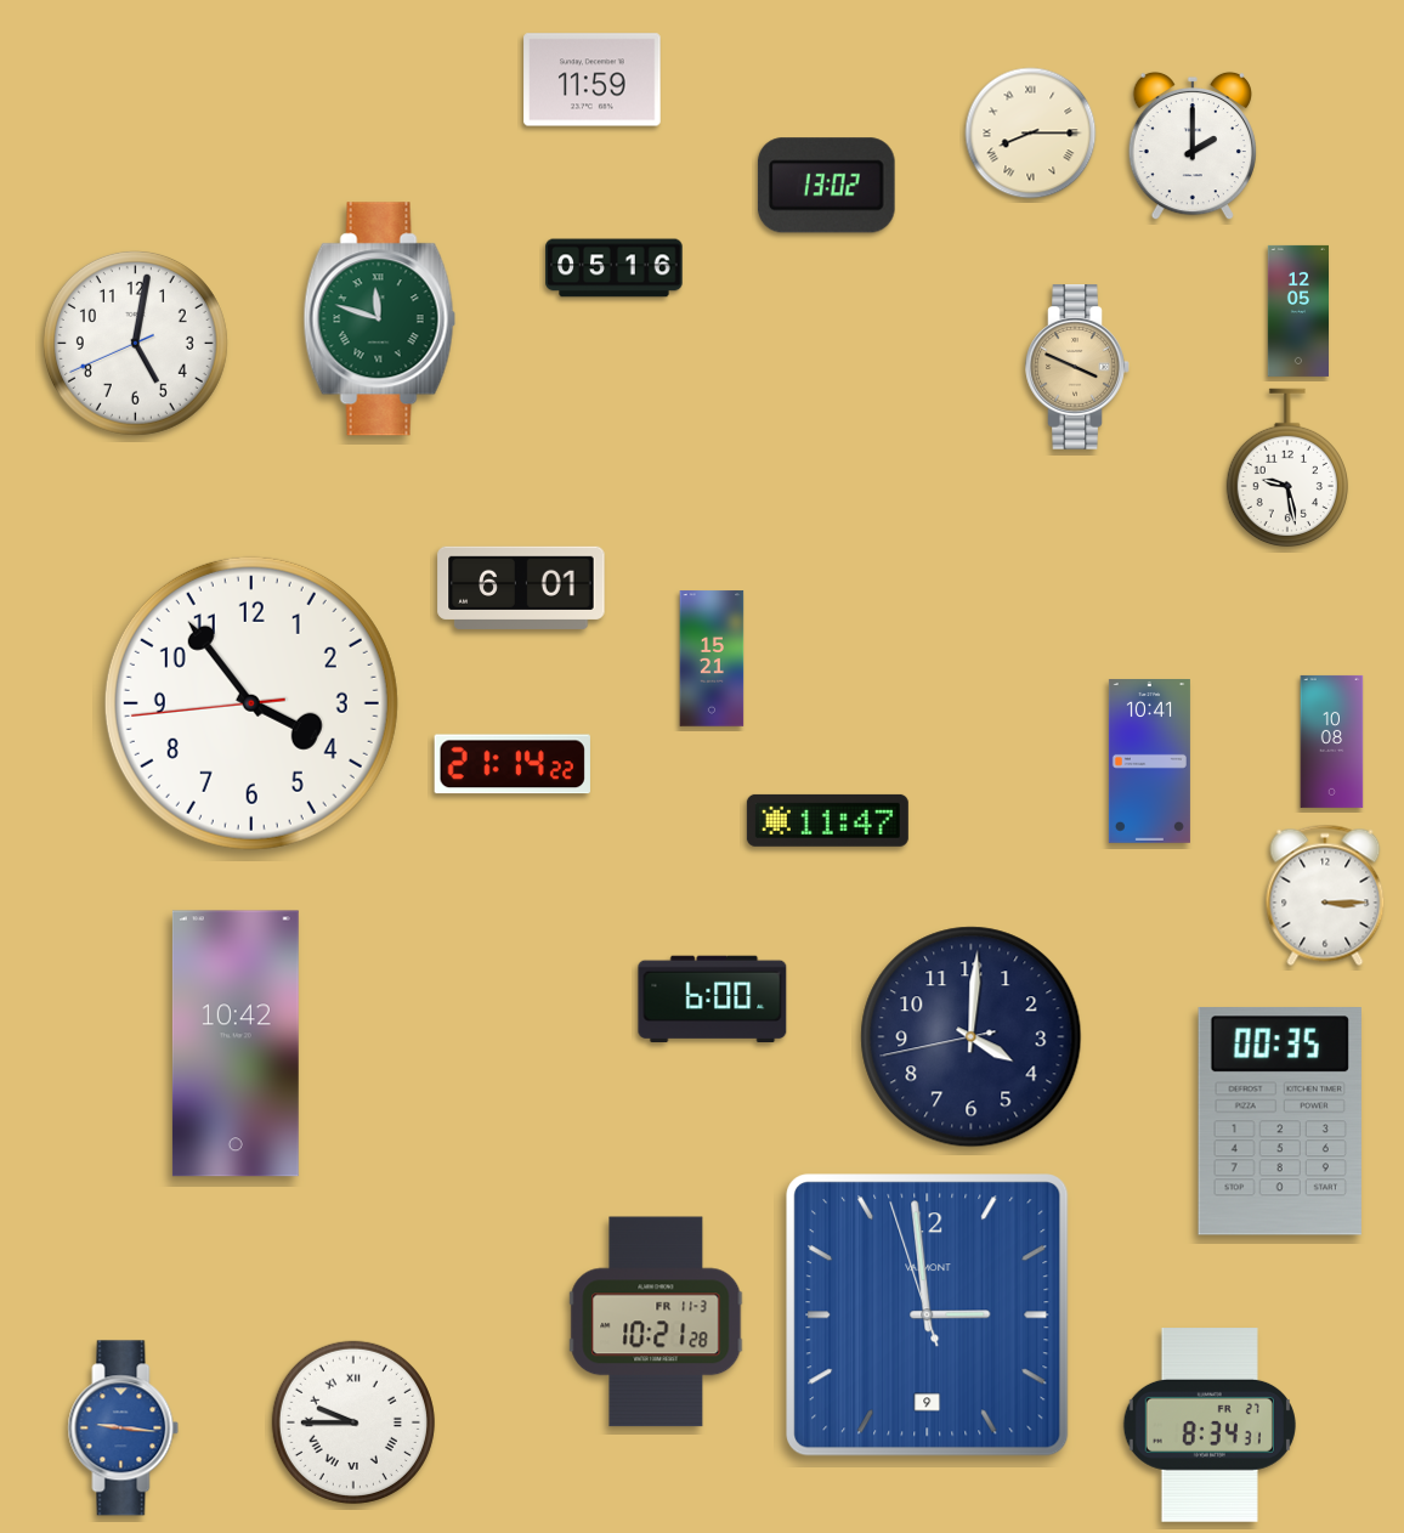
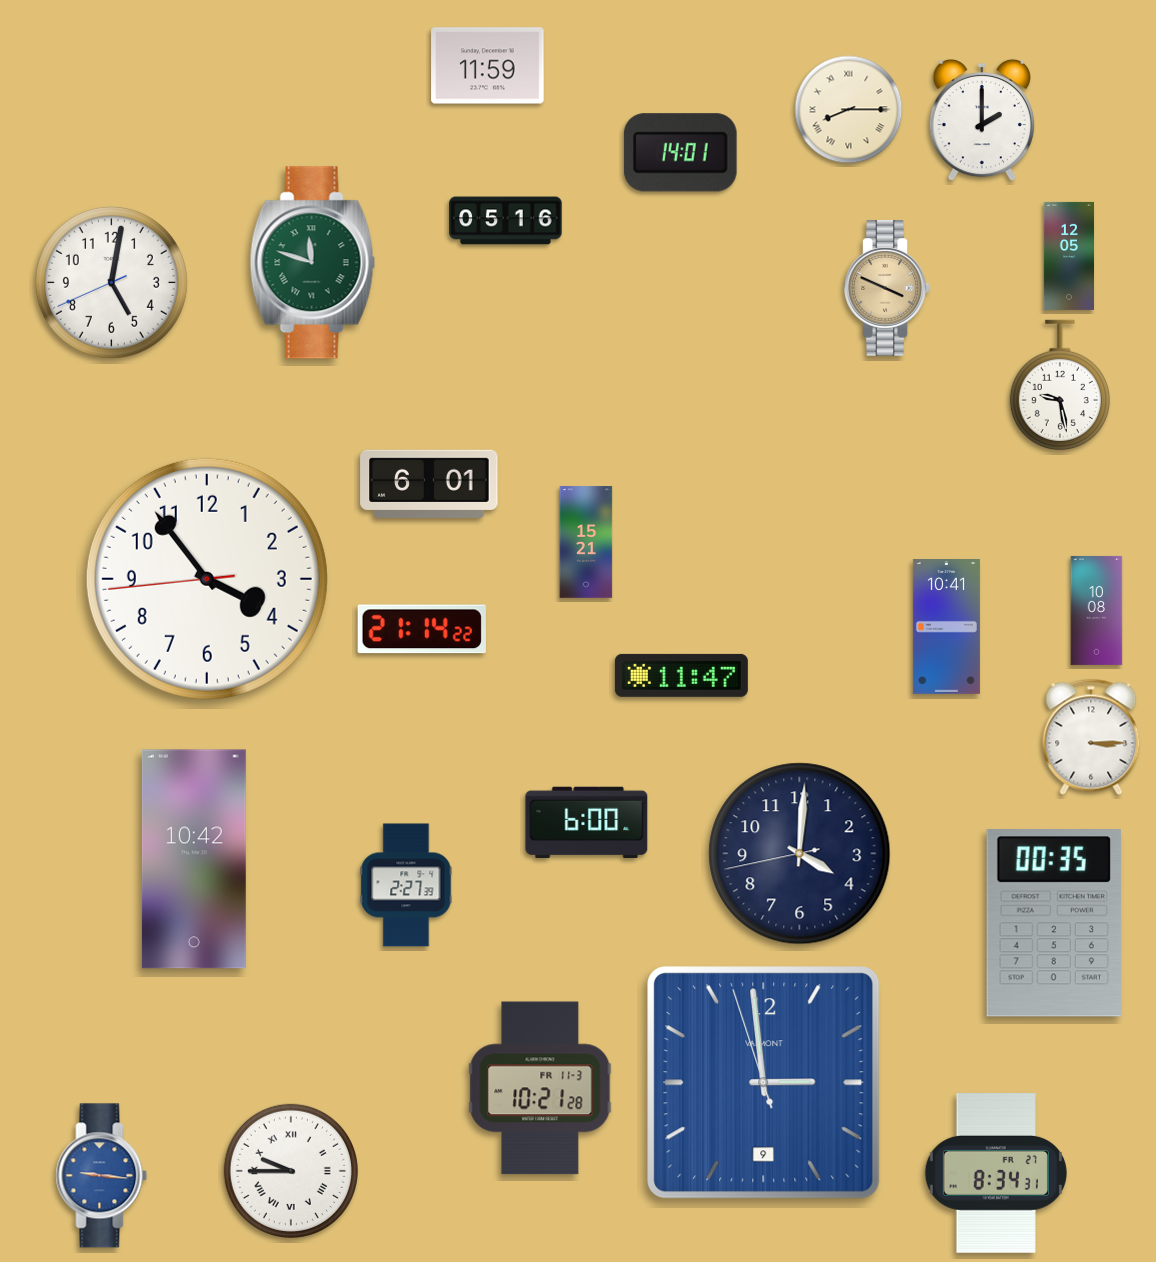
clock at (826, 186): 13:02 -> 14:01
clock at (1077, 367) position: (1077, 367) -> (887, 288)
clock at (406, 885): none -> 2:27
